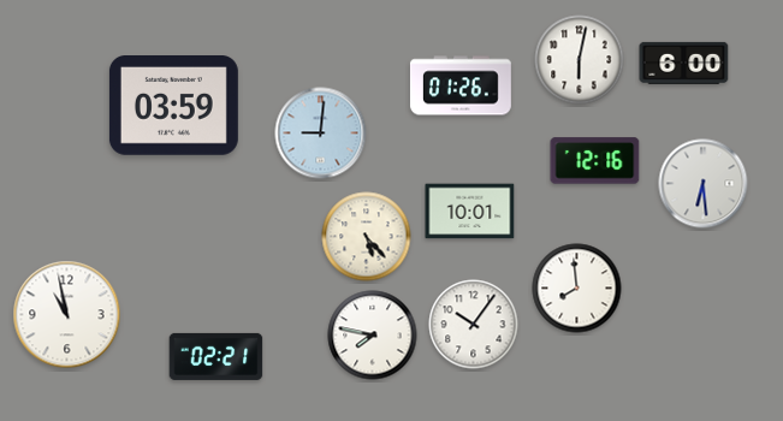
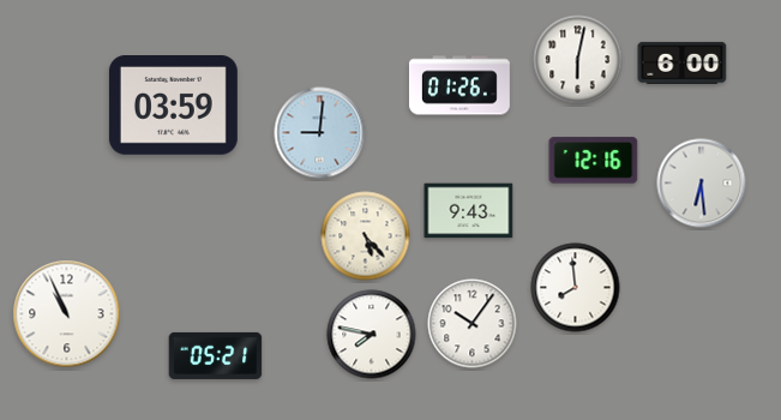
clock at (470, 212): 10:01 -> 9:43
clock at (67, 315): 10:58 -> 10:56
clock at (216, 356): 02:21 -> 05:21
